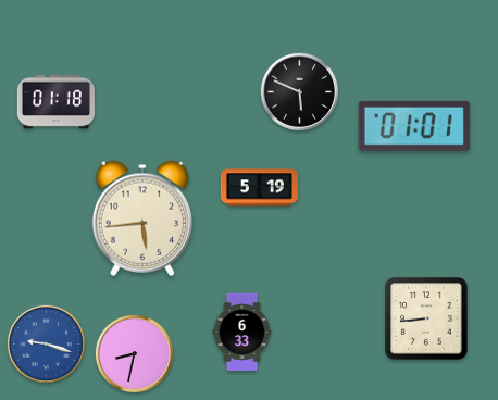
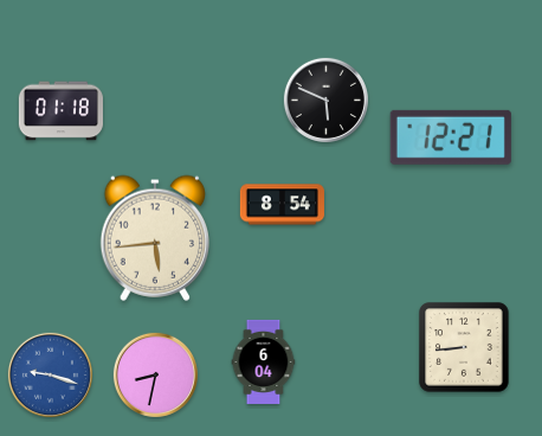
clock at (414, 126): 01:01 -> 12:21
clock at (259, 188): 5:19 -> 8:54
clock at (242, 332): 6:33 -> 6:04
clock at (134, 353) position: (134, 353) -> (155, 374)
